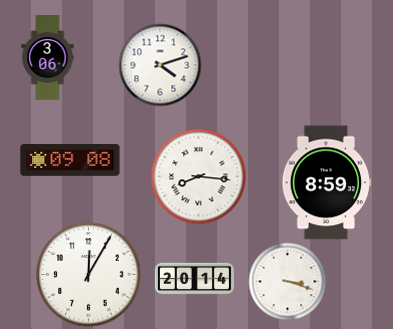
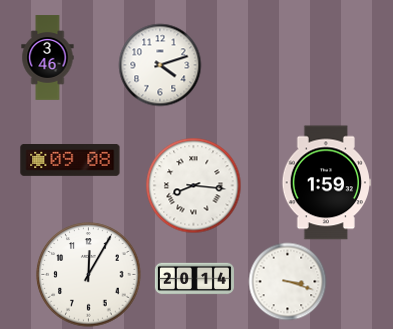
clock at (48, 58): 3:06 -> 3:46
clock at (198, 176) position: (198, 176) -> (193, 185)
clock at (326, 183): 8:59 -> 1:59
